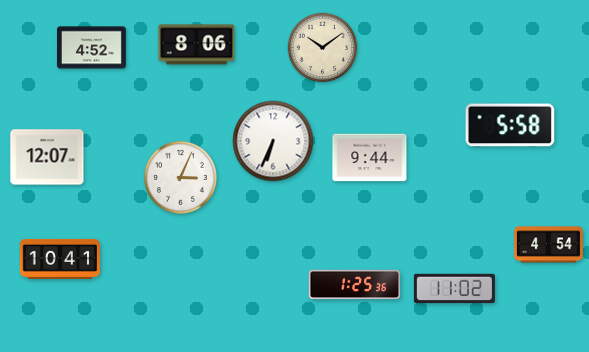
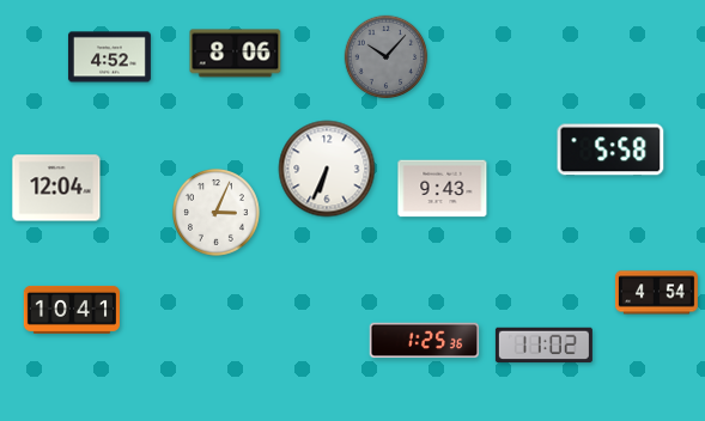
clock at (323, 48): 10:09 -> 10:07
clock at (323, 48) dial: cream -> grey
clock at (47, 157): 12:07 -> 12:04
clock at (370, 158): 9:44 -> 9:43
